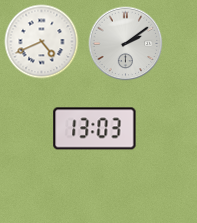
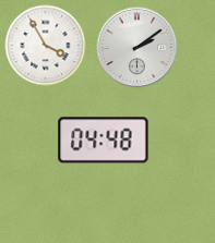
clock at (42, 42): 4:41 -> 3:55
clock at (95, 129): 13:03 -> 04:48
